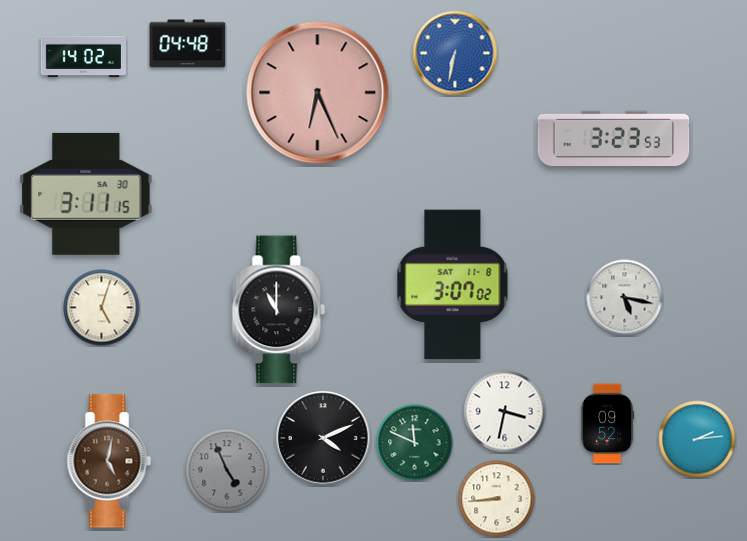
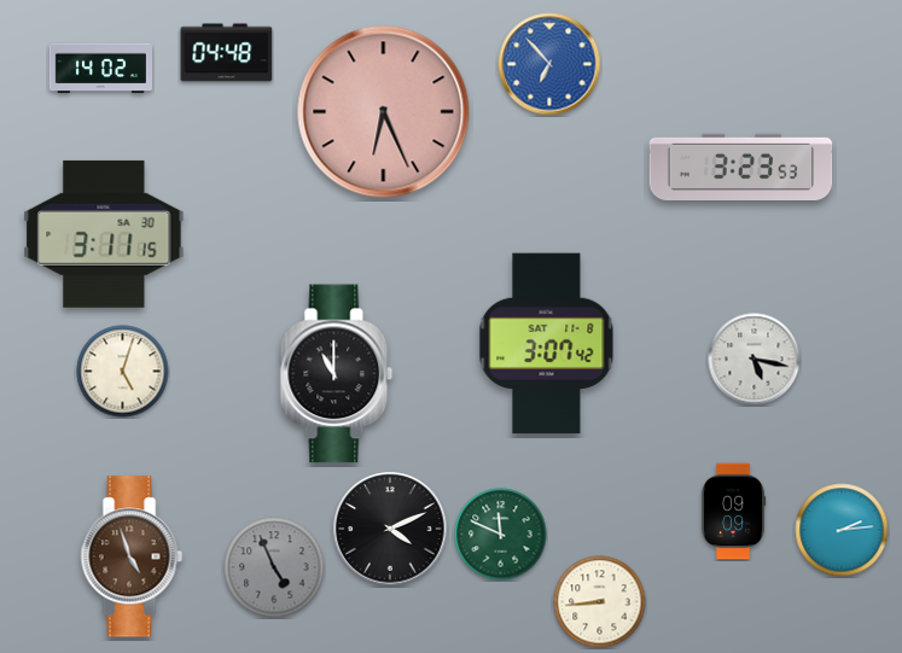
clock at (455, 53): 6:32 -> 6:53
clock at (453, 285): 3:07:02 -> 3:07:42
clock at (505, 412): 3:32 -> none
clock at (608, 424): 09:52 -> 09:09
clock at (109, 461): 5:02 -> 4:57
